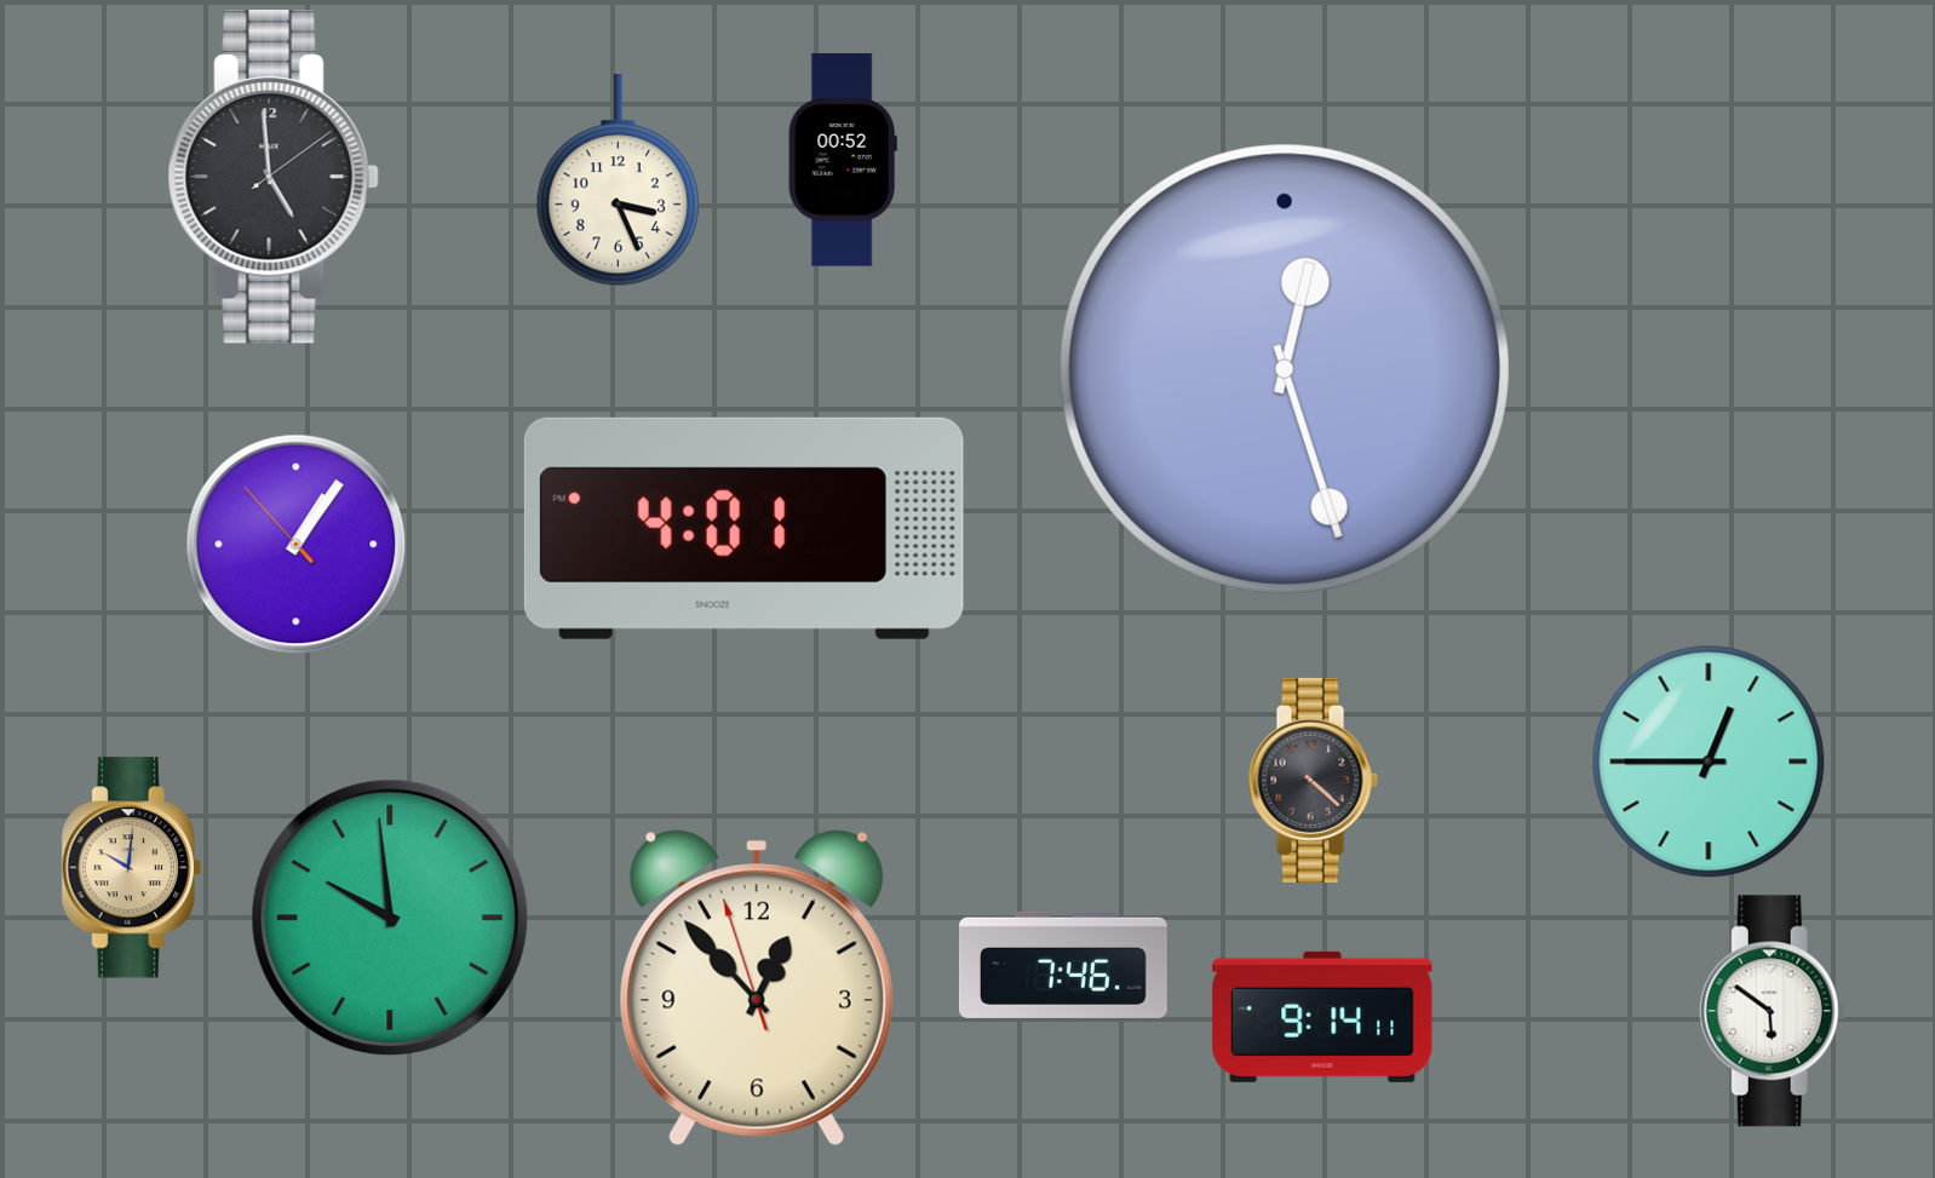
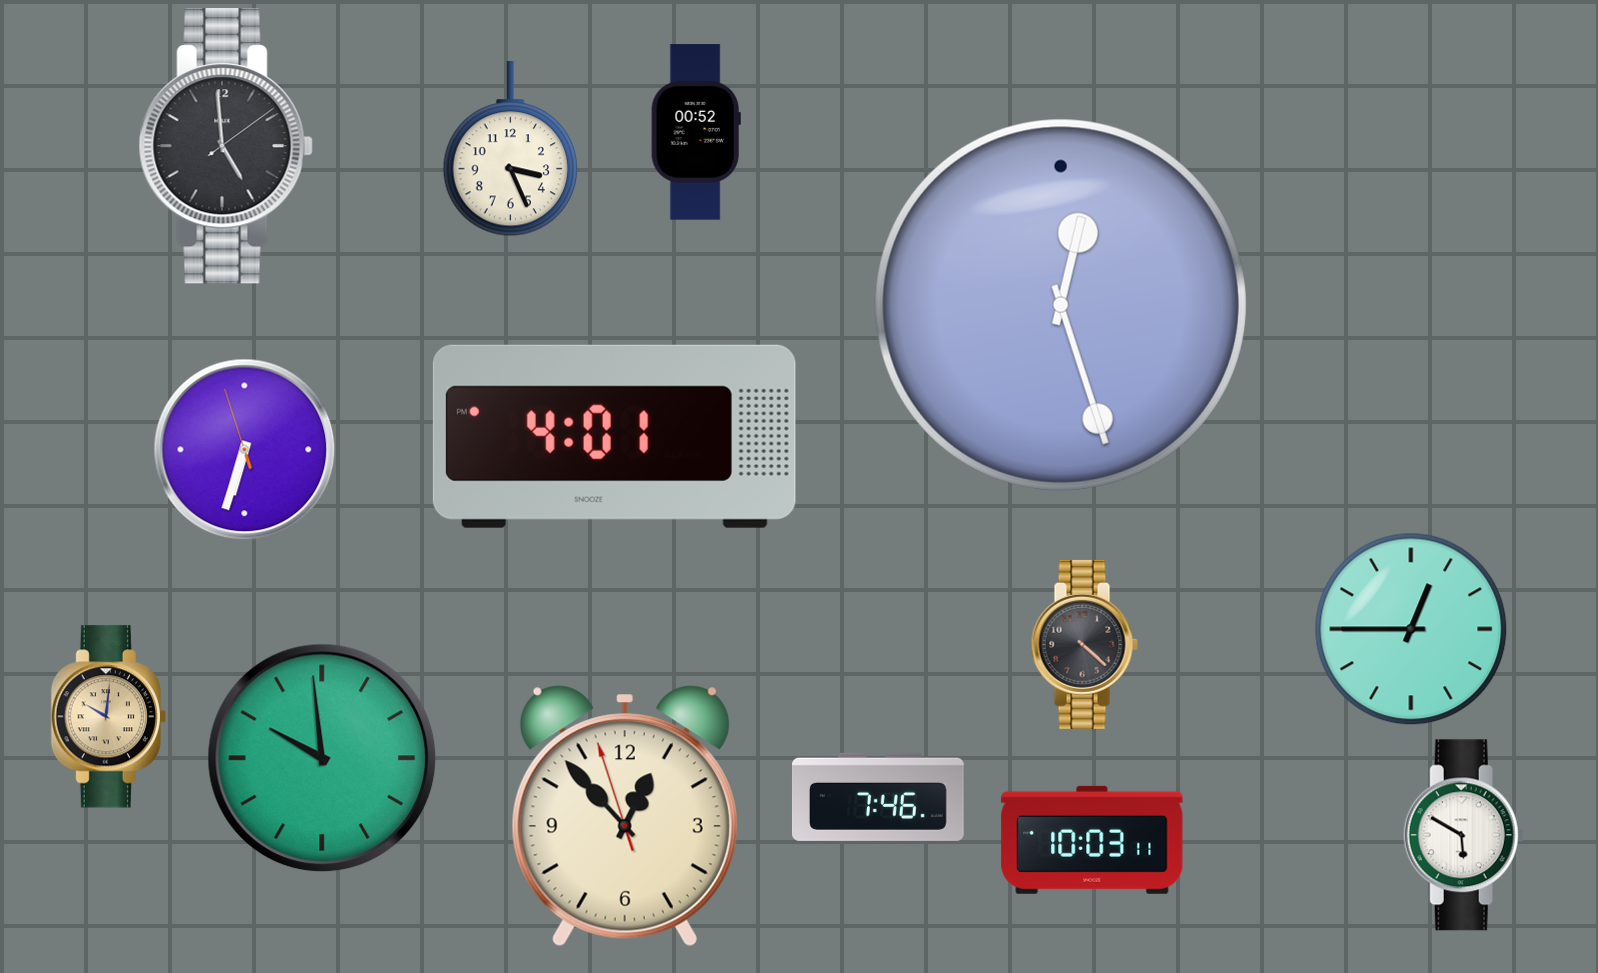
clock at (297, 545): 1:05 -> 6:32
clock at (1773, 1011): 5:51 -> 5:50
clock at (1322, 1017): 9:14 -> 10:03
